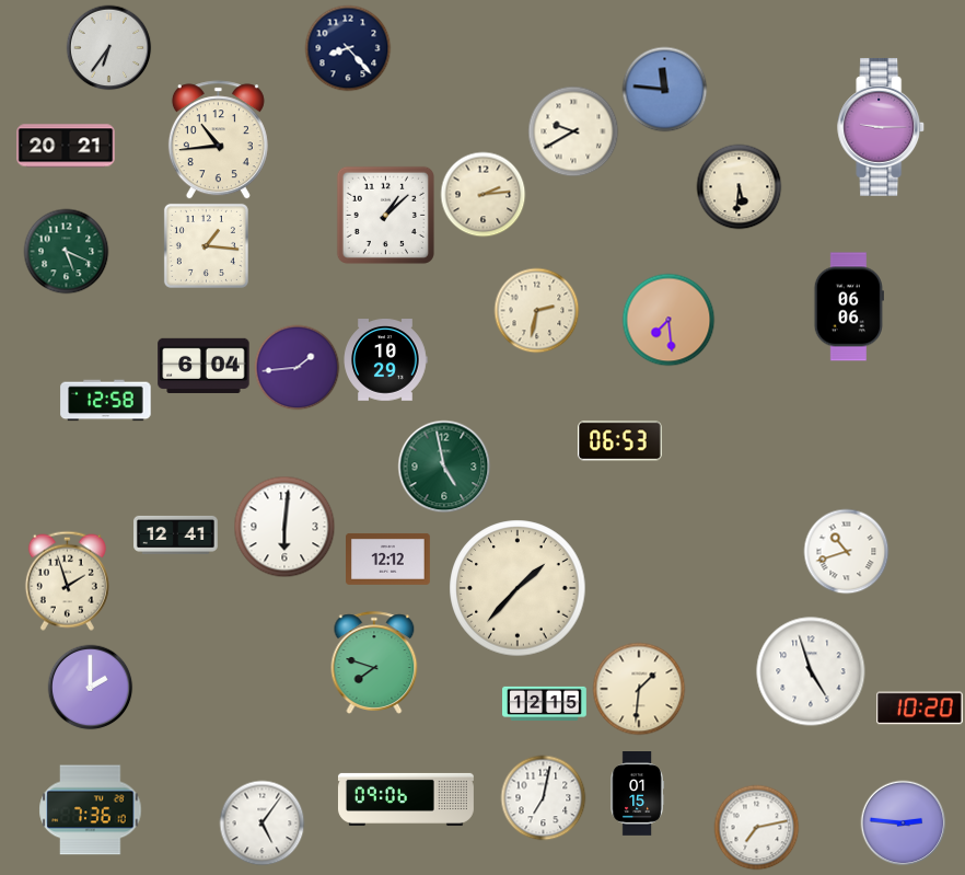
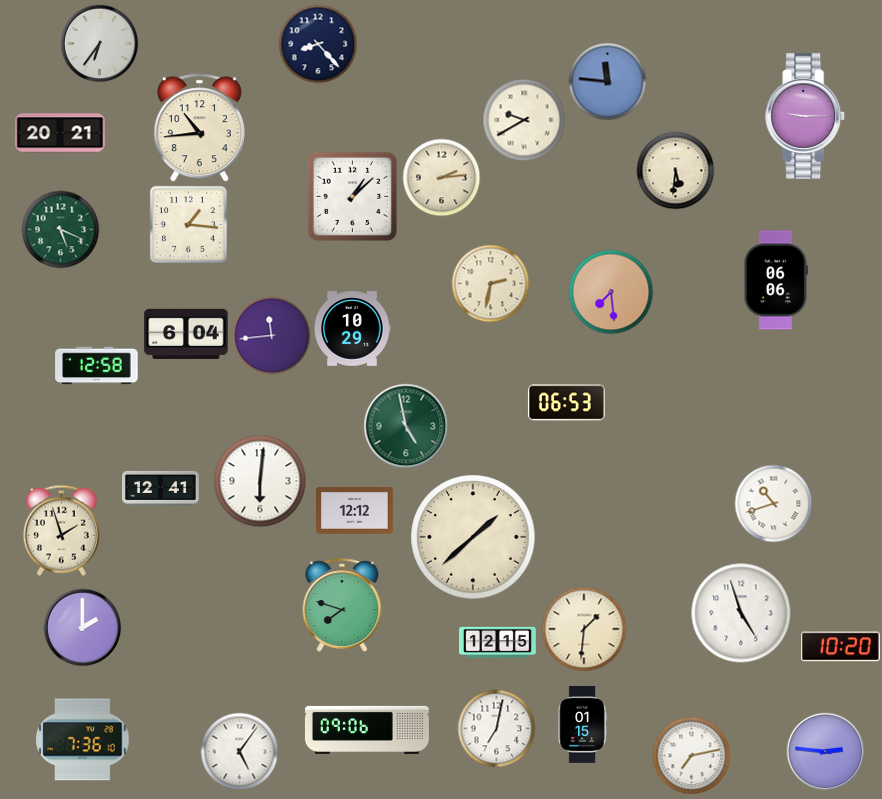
clock at (297, 367): 1:44 -> 11:44
clock at (518, 588): 1:37 -> 1:38
clock at (406, 799) position: (406, 799) -> (367, 730)
